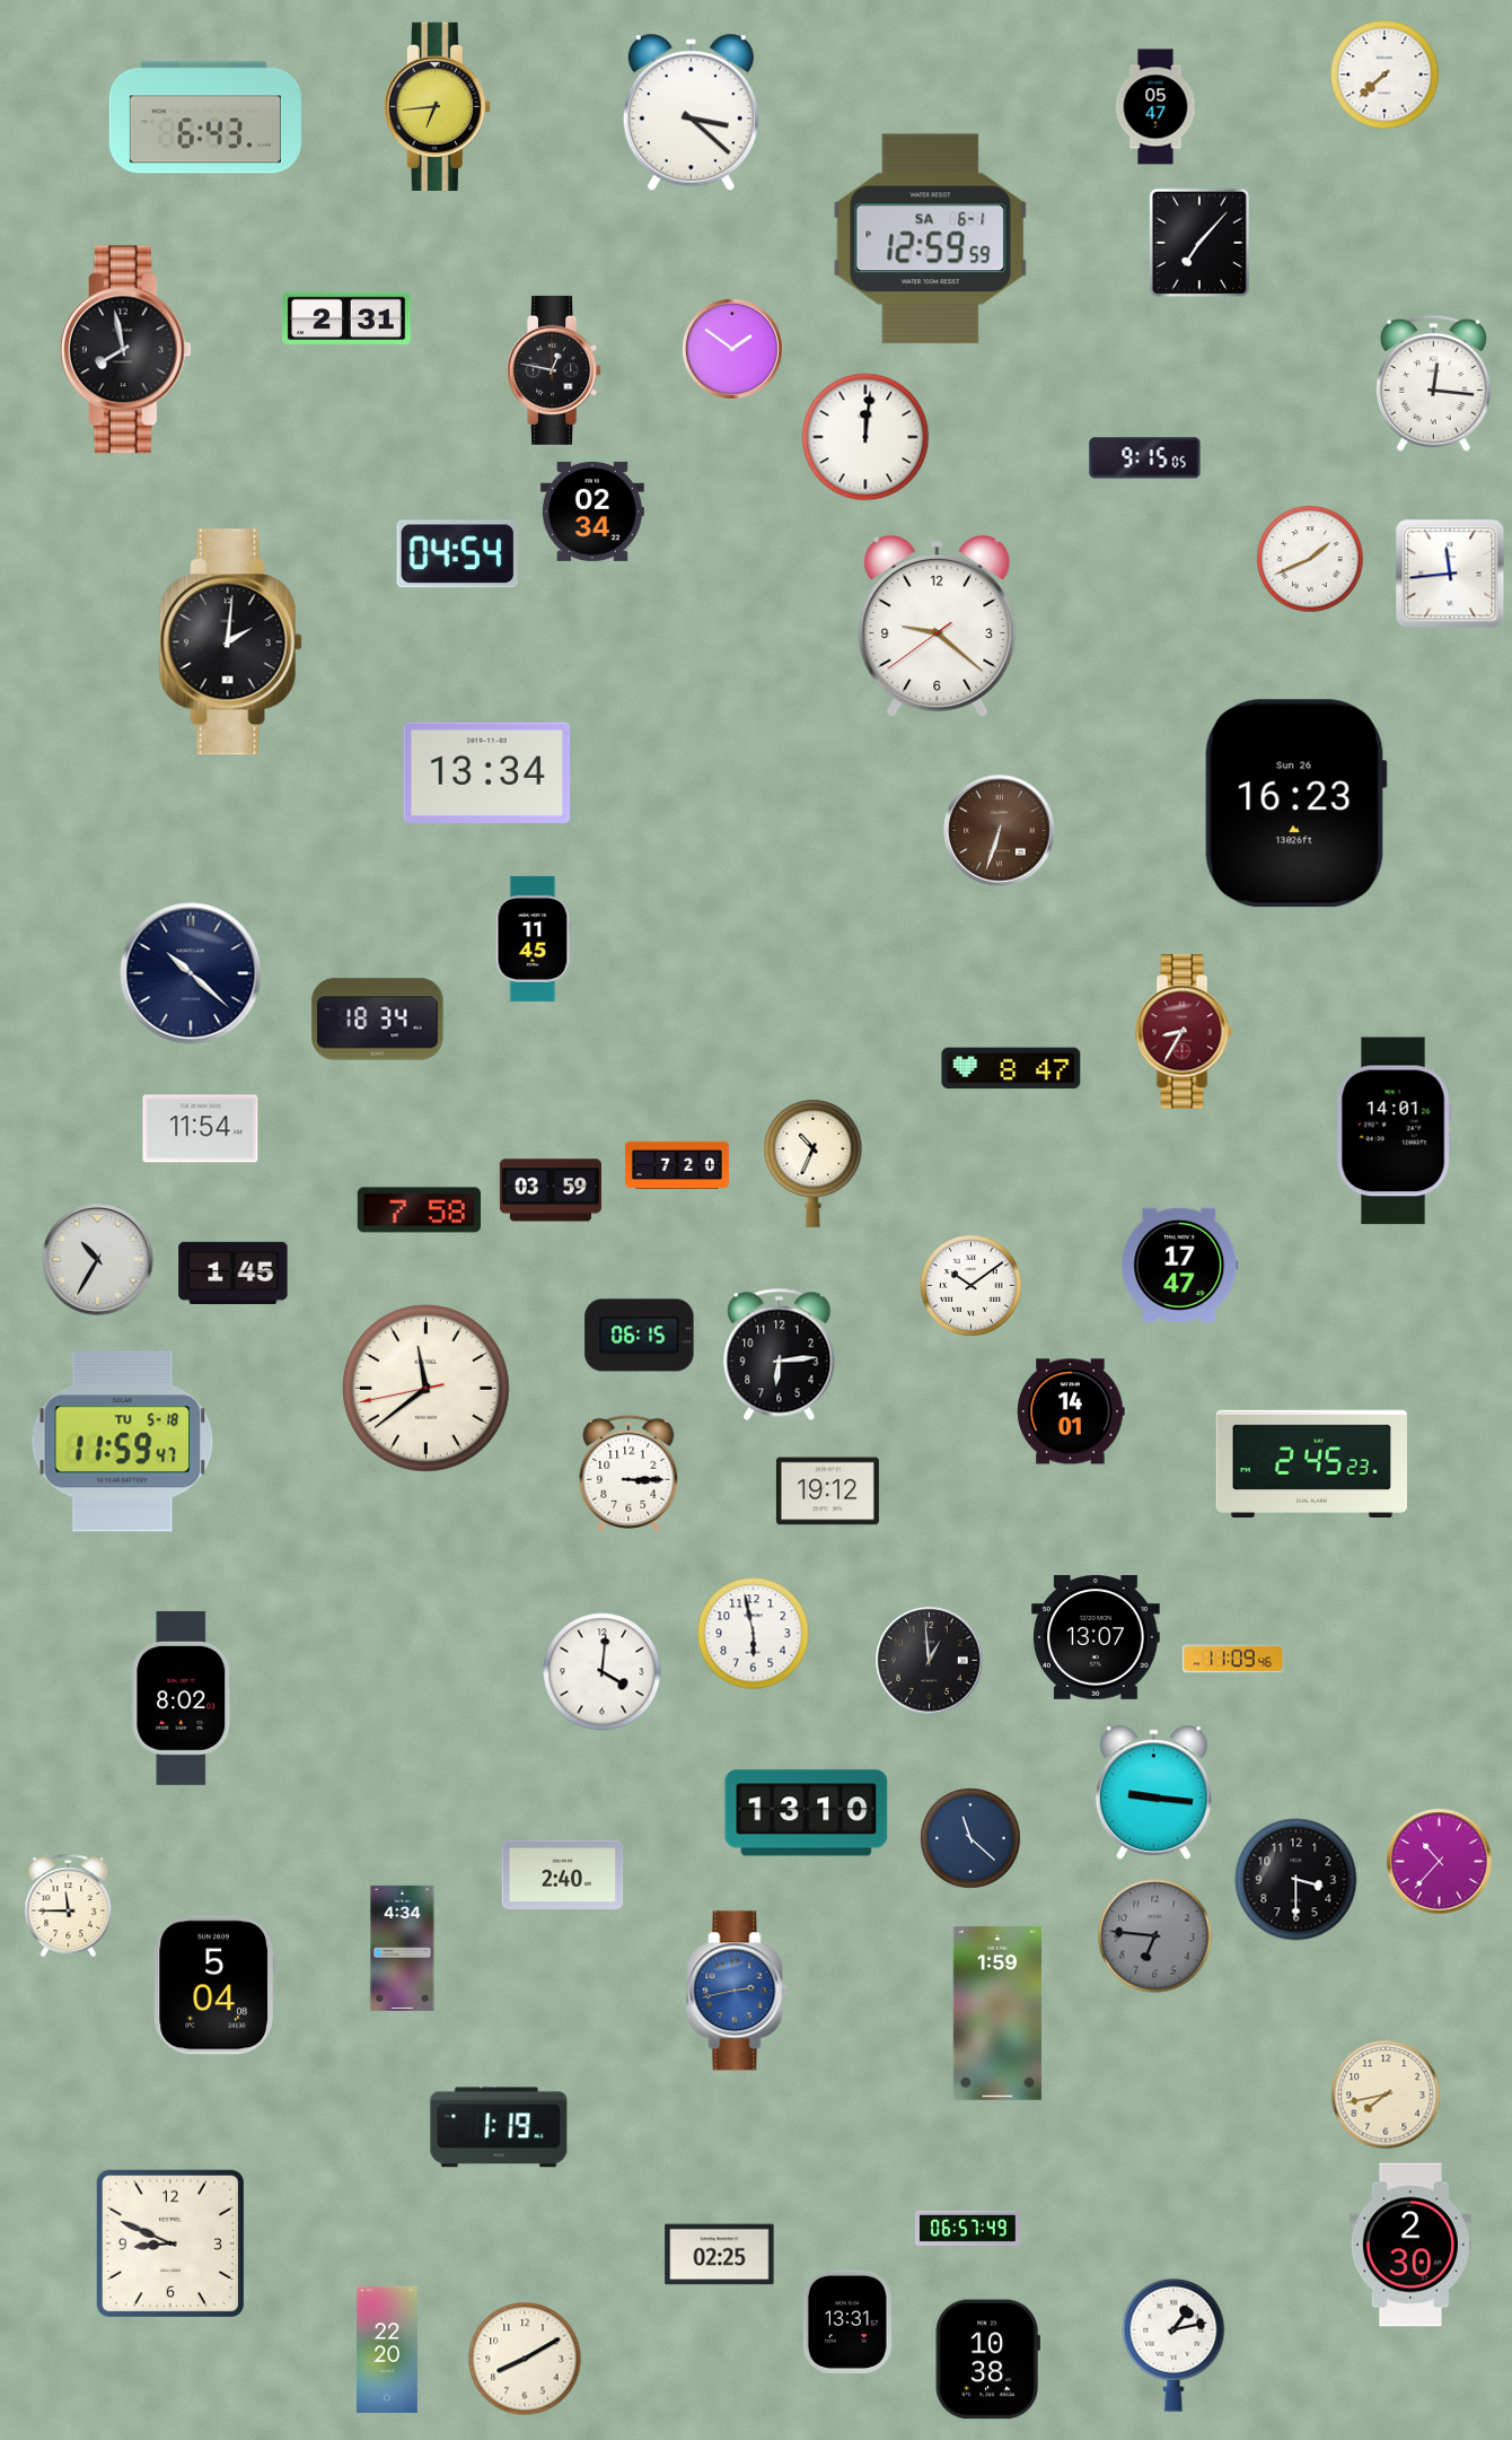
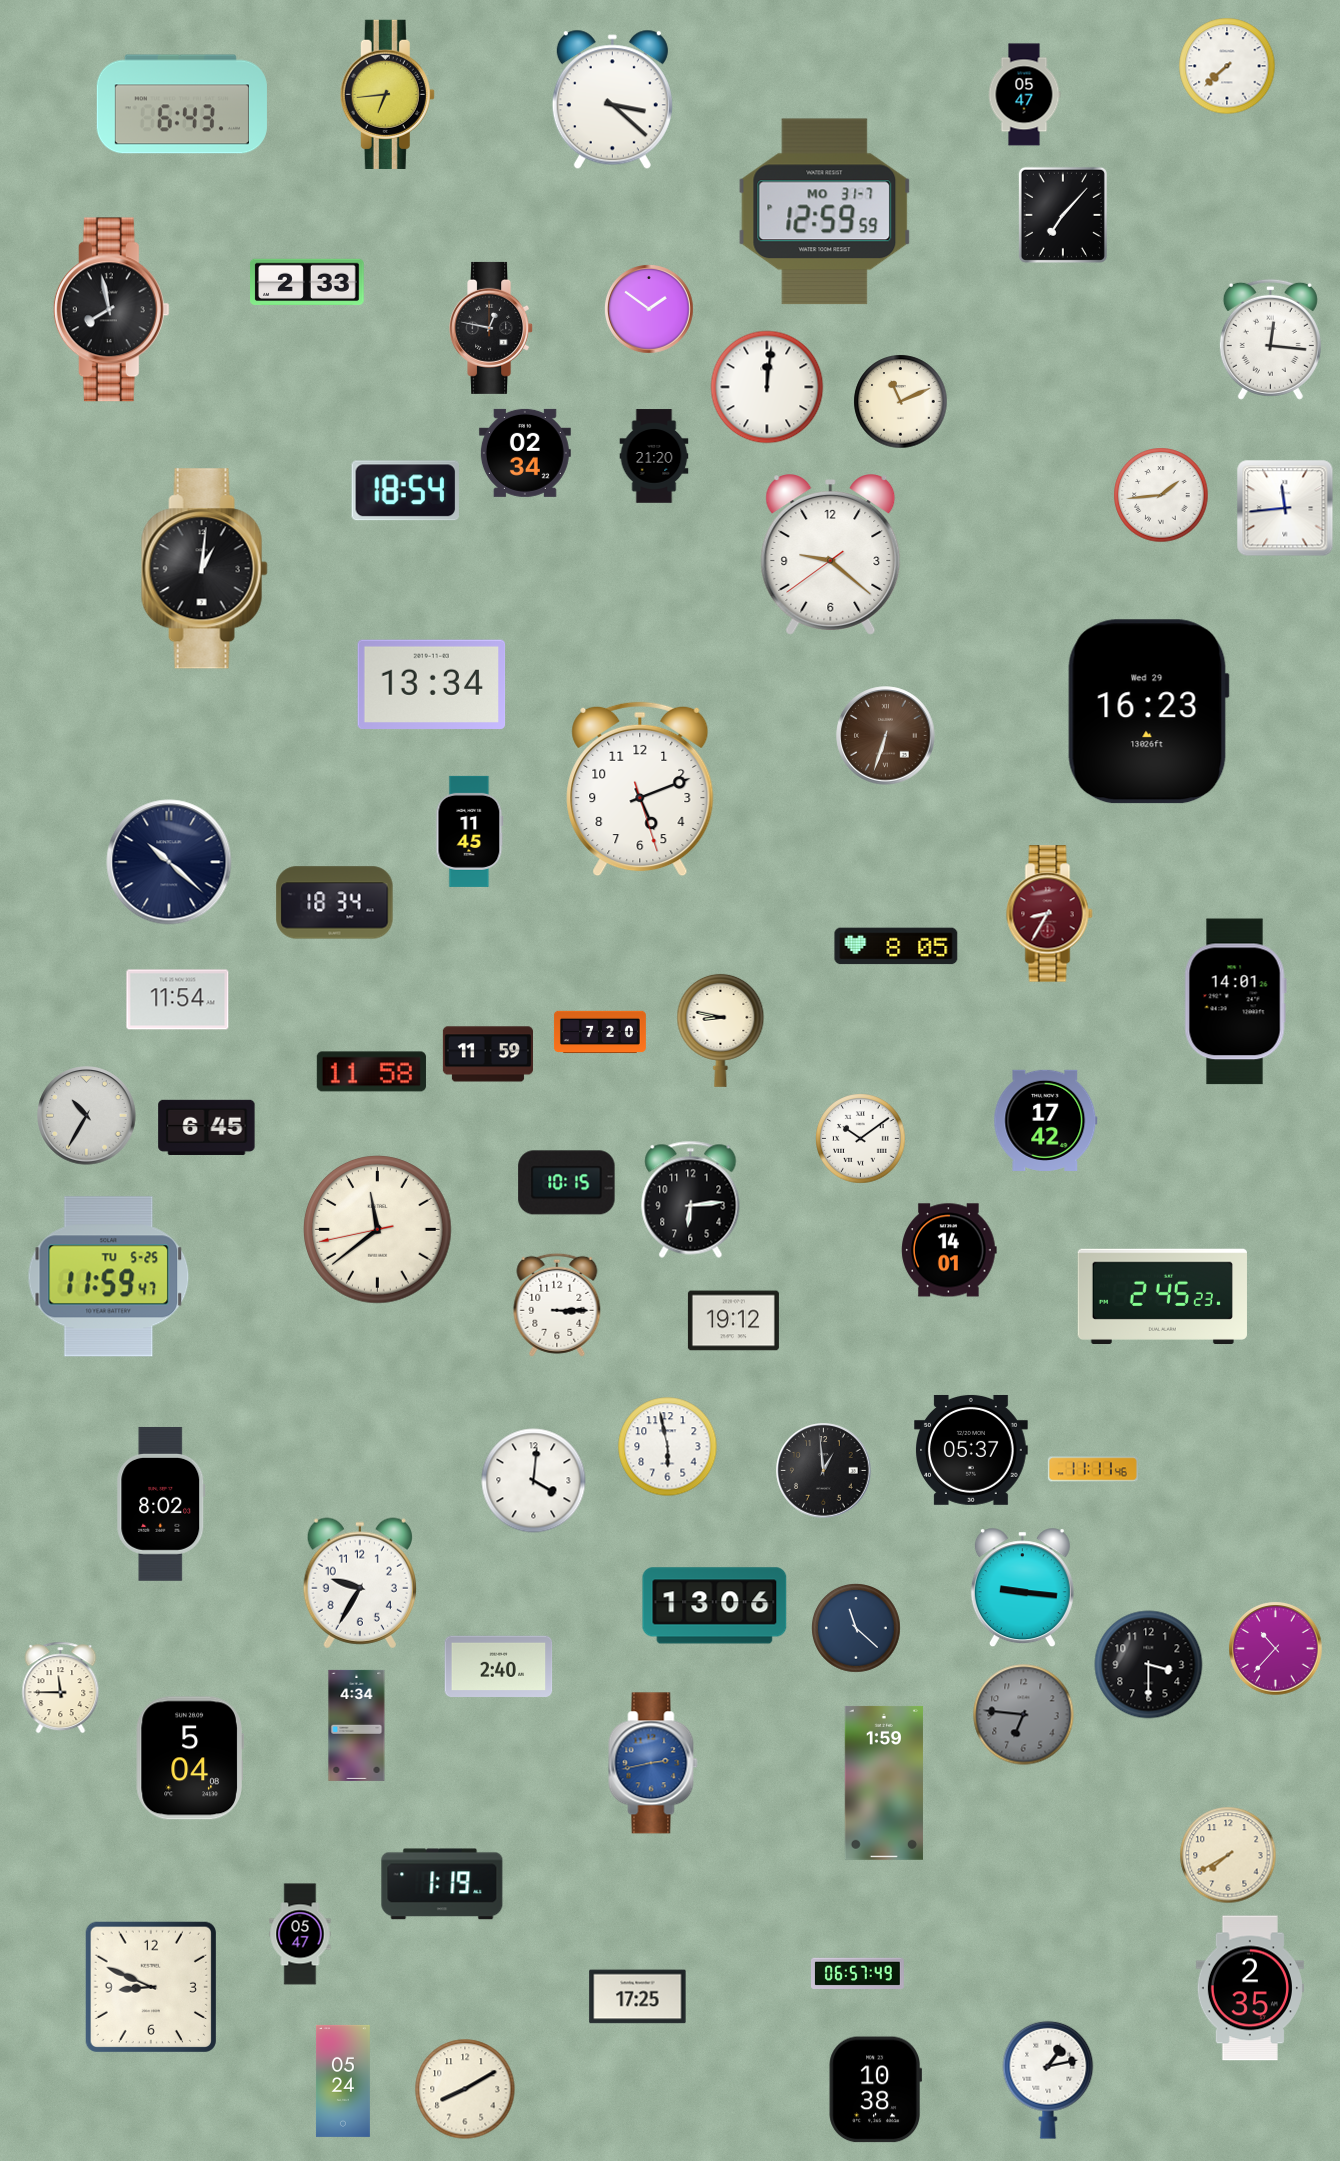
clock at (931, 239) date: SA 6-1 -> MO 31-7
clock at (346, 318): 2:31 -> 2:33
clock at (901, 402): none -> 11:11
clock at (1145, 458): 9:15 -> none
clock at (654, 456): none -> 21:20
clock at (457, 554): 04:54 -> 18:54
clock at (1310, 559): 1:41 -> 1:44
clock at (230, 642): 2:01 -> 1:01
clock at (1295, 804) date: Sun 26 -> Wed 29
clock at (640, 789): none -> 5:11
clock at (534, 938) position: (534, 938) -> (470, 831)
clock at (1011, 1068): 8:47 -> 8:05
clock at (814, 1163): 10:34 -> 8:47
clock at (551, 1190): 03:59 -> 11:59
clock at (419, 1210): 7:58 -> 11:58
clock at (1180, 1265): 17:47 -> 17:42
clock at (234, 1273): 1:45 -> 6:45
clock at (640, 1336): 06:15 -> 10:15
clock at (123, 1442) date: TU 5-18 -> TU 5-25
clock at (1097, 1637): 13:07 -> 05:37
clock at (1233, 1659): 11:09 -> 11:11
clock at (360, 1583): none -> 9:35
clock at (807, 1813): 13:10 -> 13:06
clock at (970, 1838) position: (970, 1838) -> (856, 1628)
clock at (563, 1875) position: (563, 1875) -> (499, 1667)
clock at (1386, 2094): 7:43 -> 7:40
clock at (300, 1934): none -> 05:47
clock at (1410, 2245): 2:30 -> 2:35
clock at (720, 2255): 02:25 -> 17:25
clock at (847, 2321): 13:31 -> none
clock at (1173, 2345) position: (1173, 2345) -> (1048, 2080)
clock at (387, 2350): 22:20 -> 05:24
